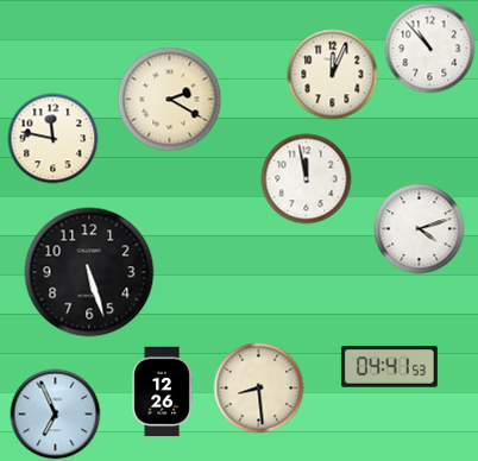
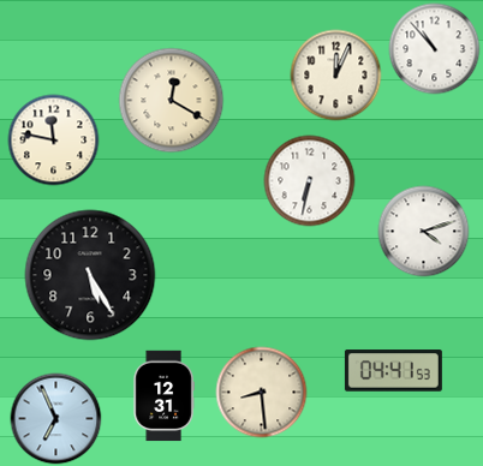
clock at (170, 100): 2:20 -> 12:20
clock at (307, 179): 11:58 -> 6:32
clock at (89, 272): 5:27 -> 5:25
clock at (162, 392): 12:26 -> 12:31
